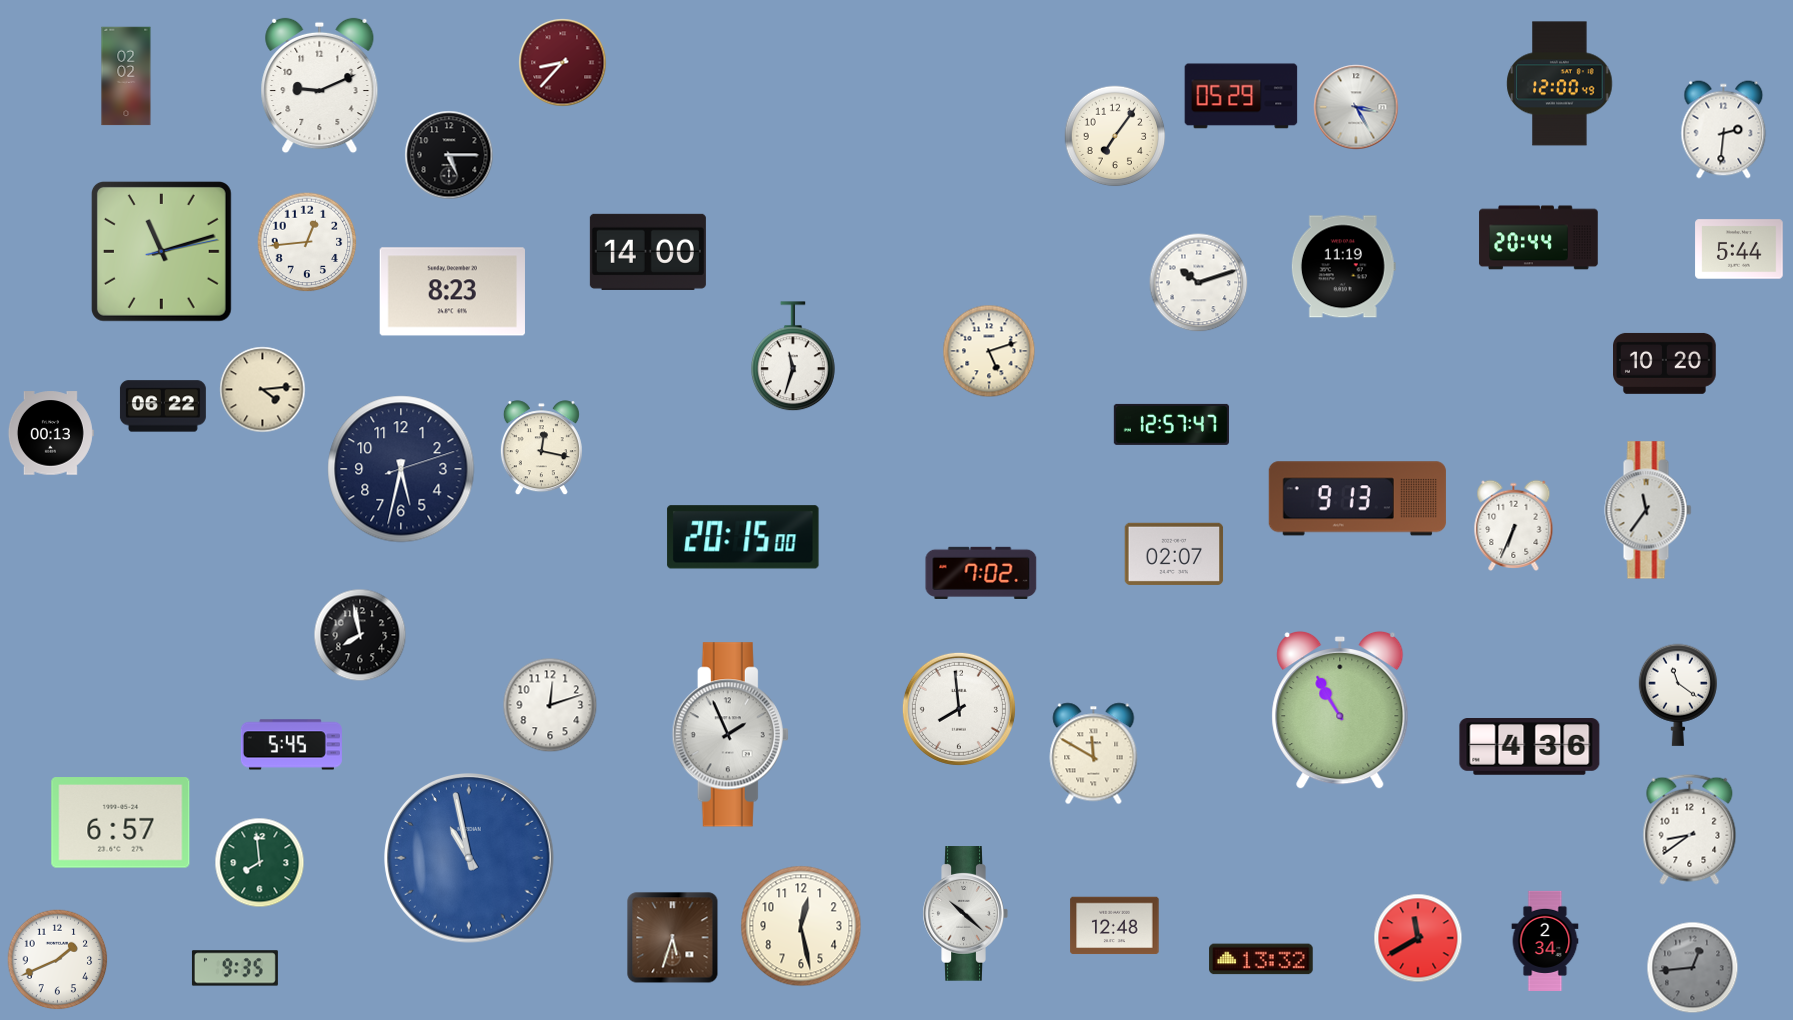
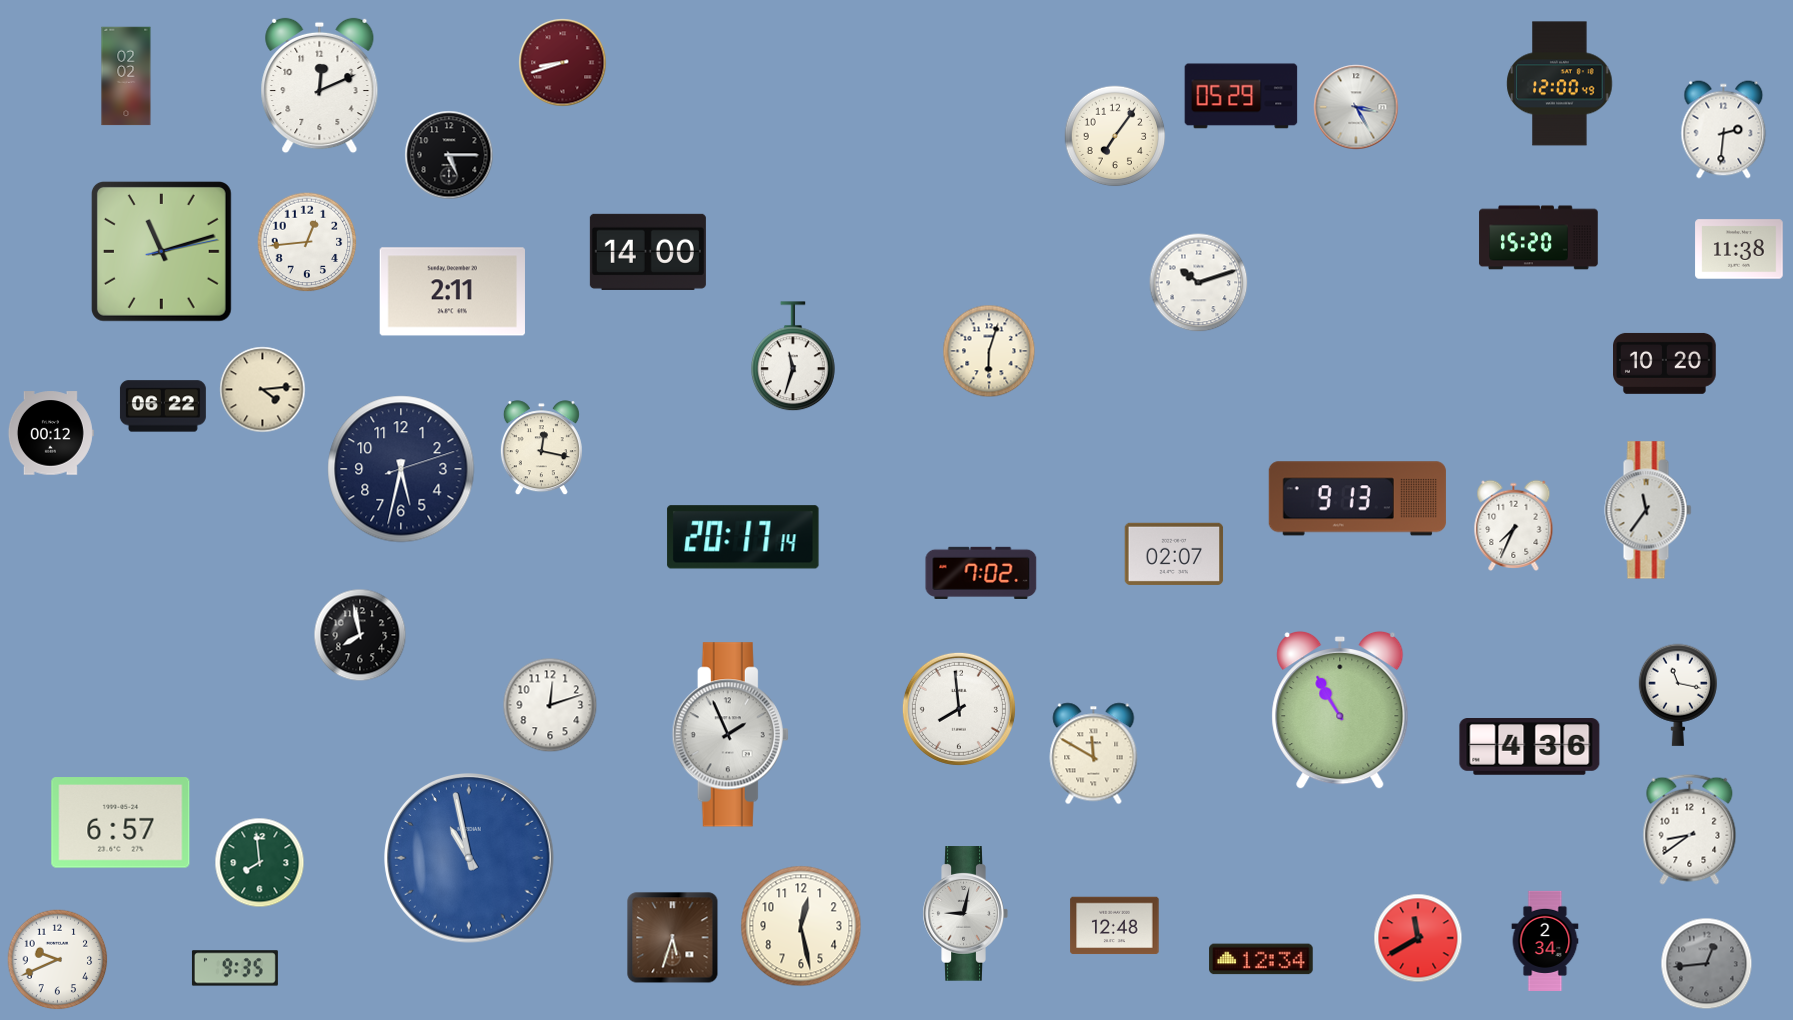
clock at (563, 63): 8:37 -> 8:42
clock at (320, 86): 9:11 -> 12:11
clock at (1539, 238): 20:44 -> 15:20
clock at (1739, 249): 5:44 -> 11:38
clock at (1343, 267): 11:19 -> none
clock at (452, 292): 8:23 -> 2:11
clock at (989, 351): 5:12 -> 6:03
clock at (1171, 424): 12:57 -> none
clock at (51, 433): 00:13 -> 00:12
clock at (1514, 525): 6:34 -> 7:34
clock at (743, 537): 20:15 -> 20:17
clock at (1678, 695): 11:21 -> 11:17
clock at (291, 745): 5:45 -> none
clock at (965, 914): 10:22 -> 9:02
clock at (1261, 959): 13:32 -> 12:34
clock at (58, 960): 1:41 -> 9:41
clock at (1693, 968) position: (1693, 968) -> (1707, 964)
